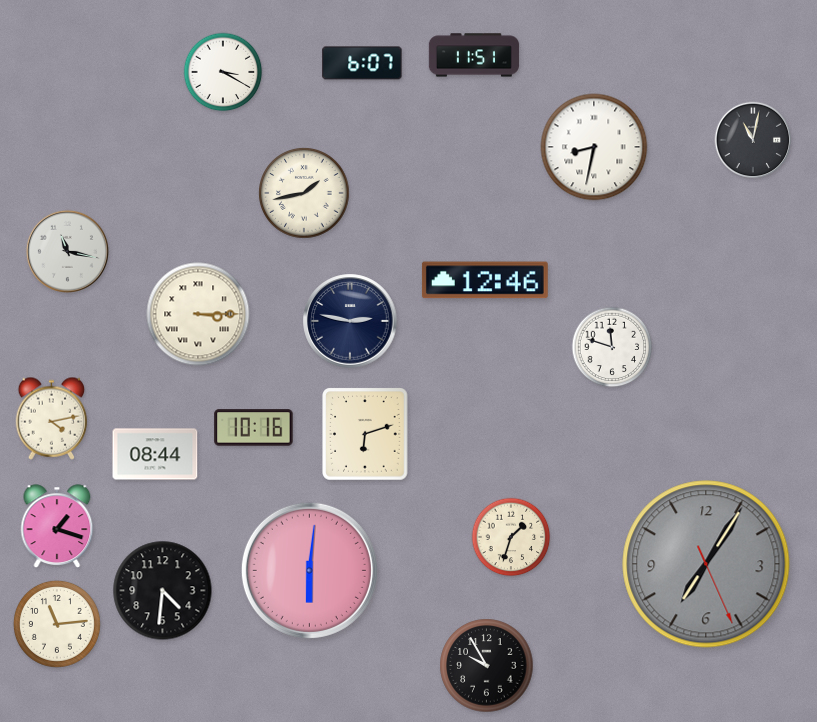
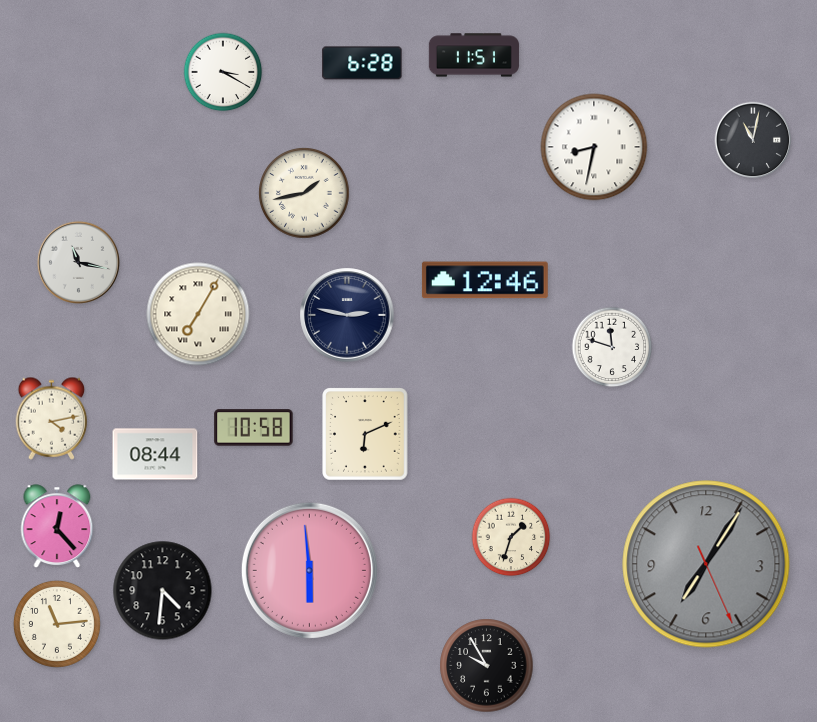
clock at (362, 63): 6:07 -> 6:28
clock at (67, 251) position: (67, 251) -> (78, 262)
clock at (198, 314): 3:15 -> 7:05
clock at (350, 321) position: (350, 321) -> (347, 315)
clock at (254, 428): 10:16 -> 10:58
clock at (365, 434): 6:12 -> 6:11
clock at (57, 526): 1:18 -> 12:23
clock at (309, 570): 6:01 -> 5:59
